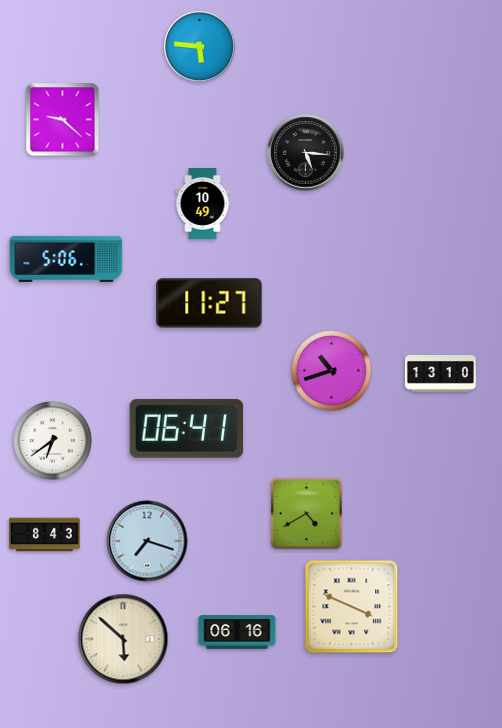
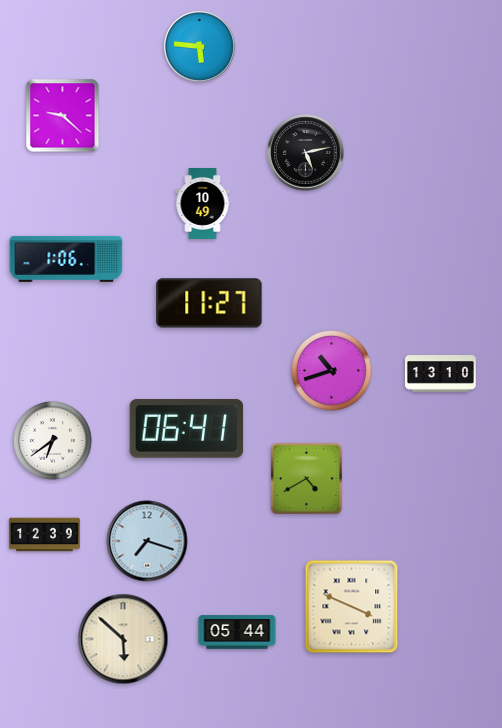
clock at (63, 120) position: (63, 120) -> (63, 116)
clock at (306, 153): 5:16 -> 5:13
clock at (66, 259): 5:06 -> 1:06
clock at (306, 513) position: (306, 513) -> (306, 478)
clock at (44, 535): 8:43 -> 12:39
clock at (237, 632): 06:16 -> 05:44
